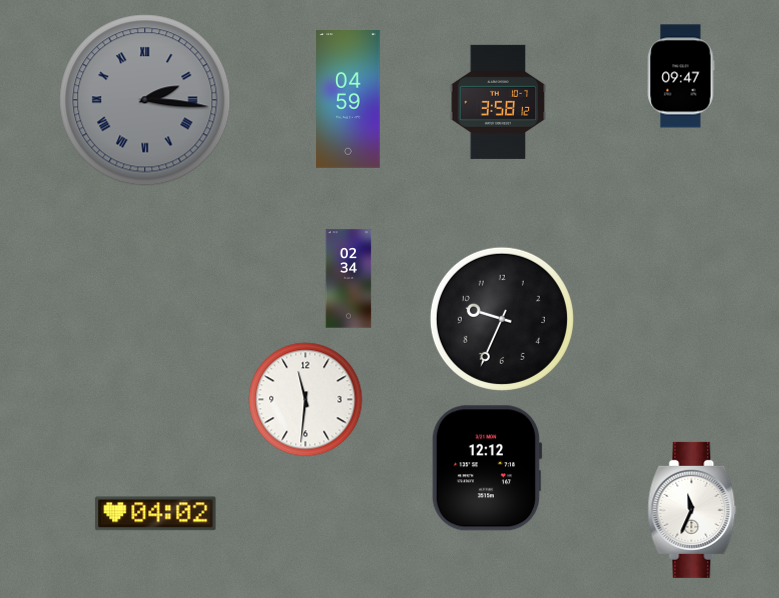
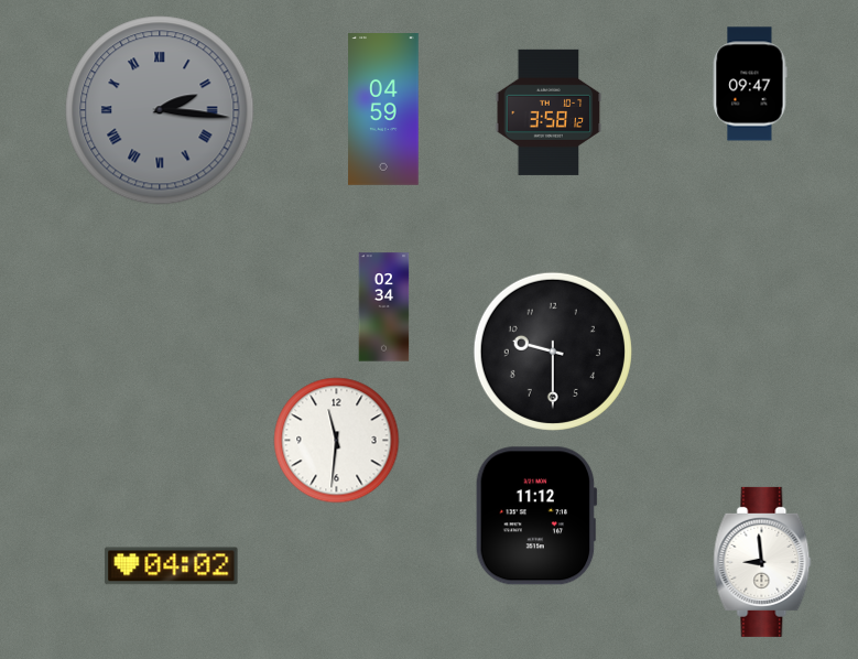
clock at (502, 319): 9:34 -> 9:30
clock at (487, 468): 12:12 -> 11:12
clock at (692, 510): 11:34 -> 8:59
